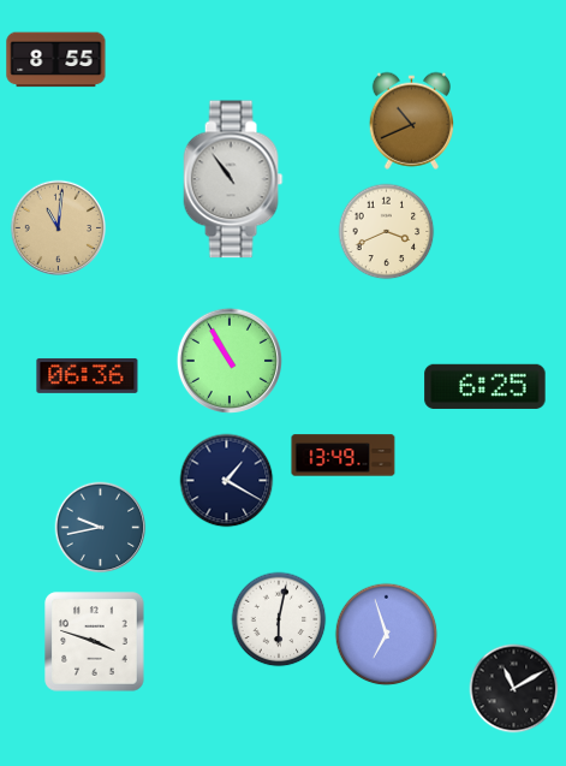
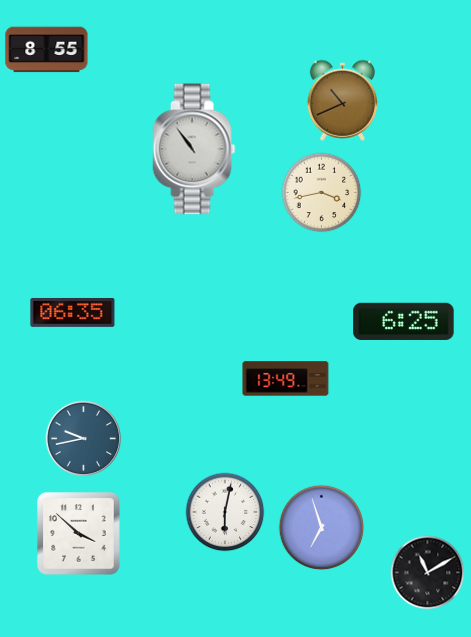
clock at (59, 228): 11:01 -> none
clock at (387, 232): 3:41 -> 3:43
clock at (230, 361): 10:55 -> none
clock at (88, 375): 06:36 -> 06:35
clock at (227, 481): 1:20 -> none
clock at (279, 619) position: (279, 619) -> (225, 512)
clock at (95, 642): 3:48 -> 3:52
